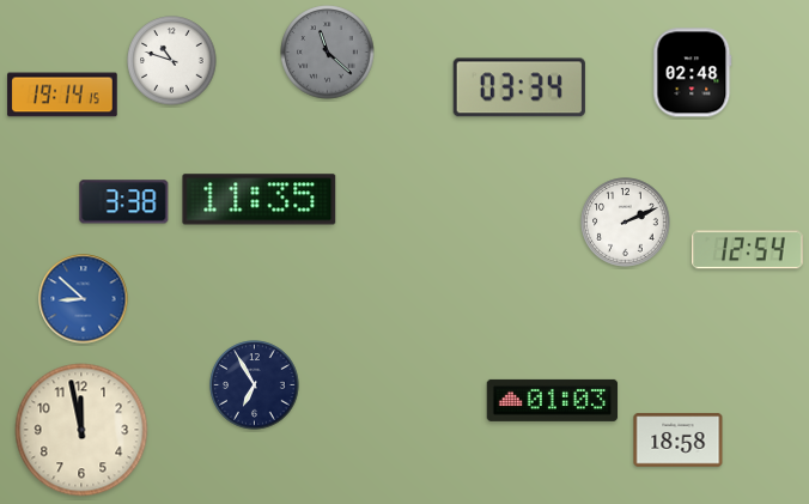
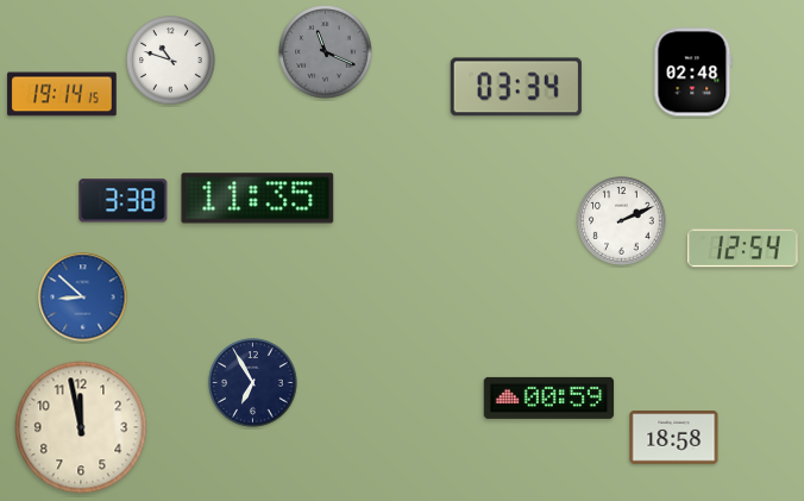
clock at (328, 53): 11:22 -> 11:19
clock at (693, 73) position: (693, 73) -> (693, 73)
clock at (553, 400): 01:03 -> 00:59
